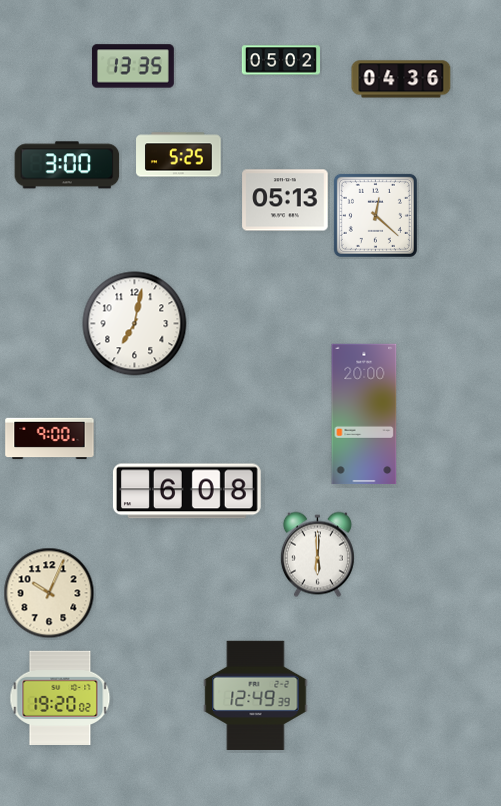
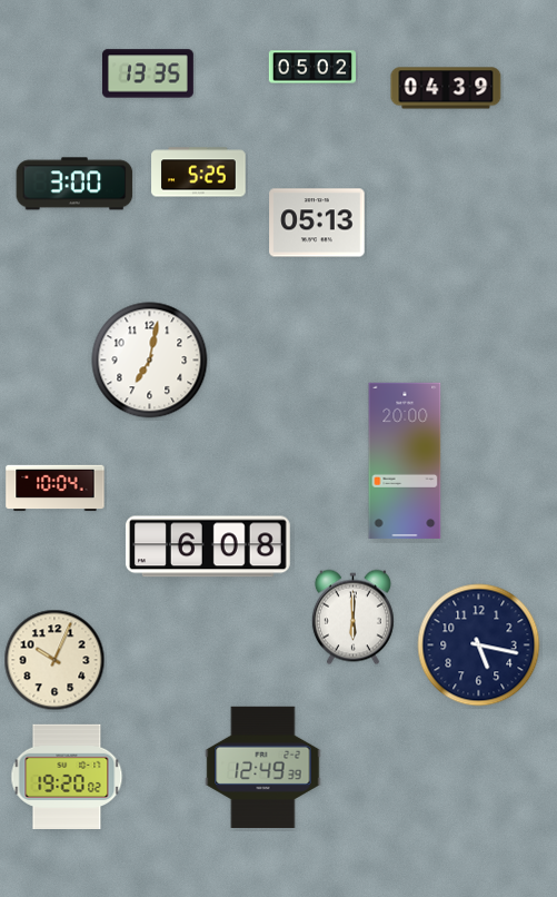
clock at (401, 79): 04:36 -> 04:39
clock at (375, 215): 12:22 -> none
clock at (50, 439): 9:00 -> 10:04
clock at (479, 645): none -> 5:17
clock at (256, 695) position: (256, 695) -> (263, 767)
